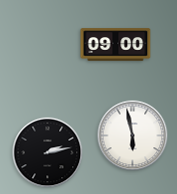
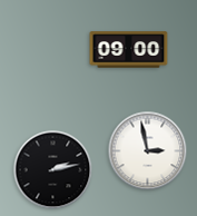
clock at (133, 136): 5:58 -> 2:58
